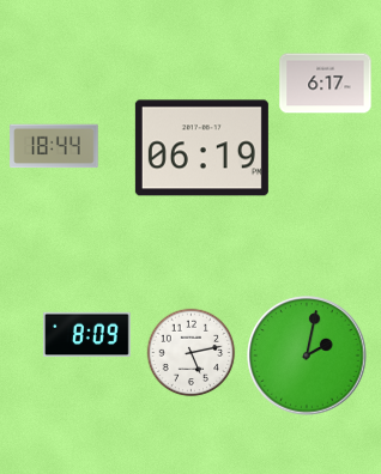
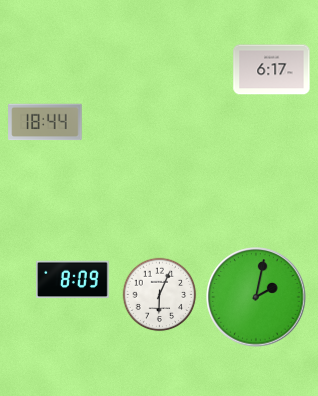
clock at (201, 148): 06:19 -> none
clock at (192, 353): 5:13 -> 6:04
